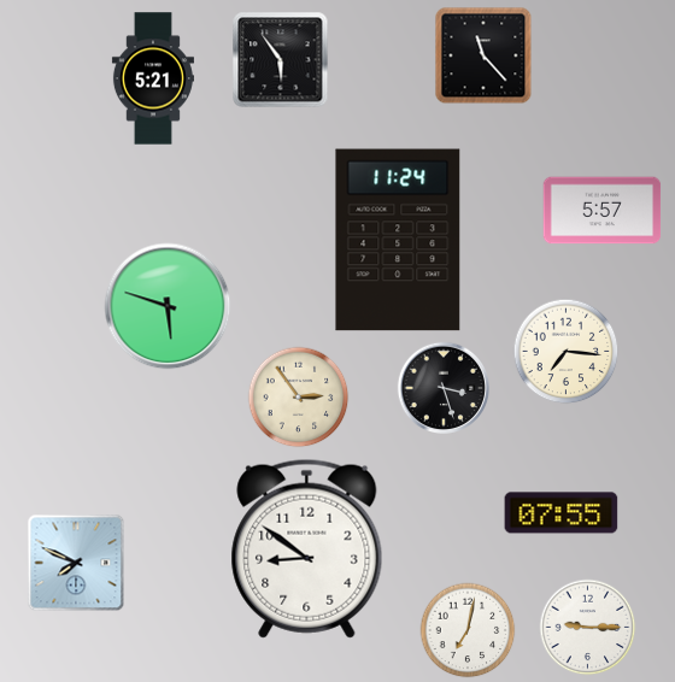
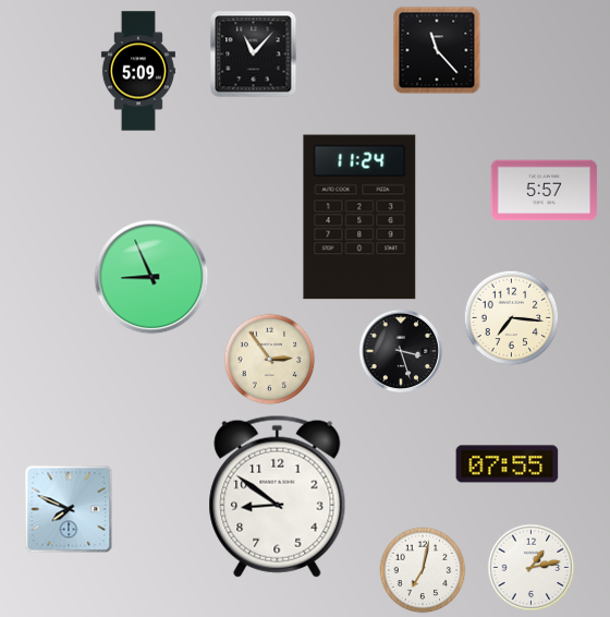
clock at (281, 60): 5:54 -> 11:07
clock at (153, 78): 5:21 -> 5:09
clock at (168, 306): 5:48 -> 8:56
clock at (588, 628): 9:15 -> 1:13
